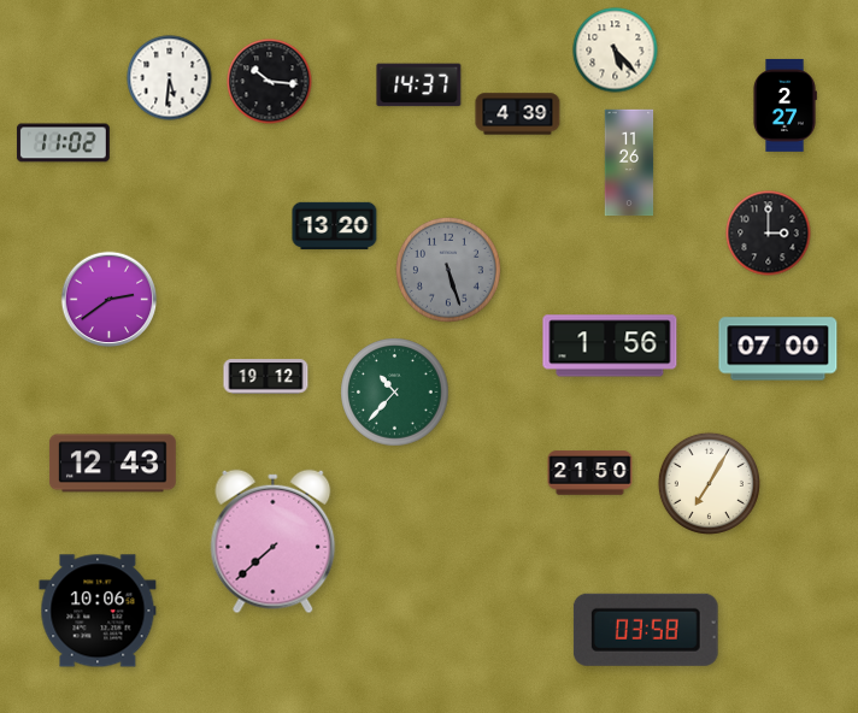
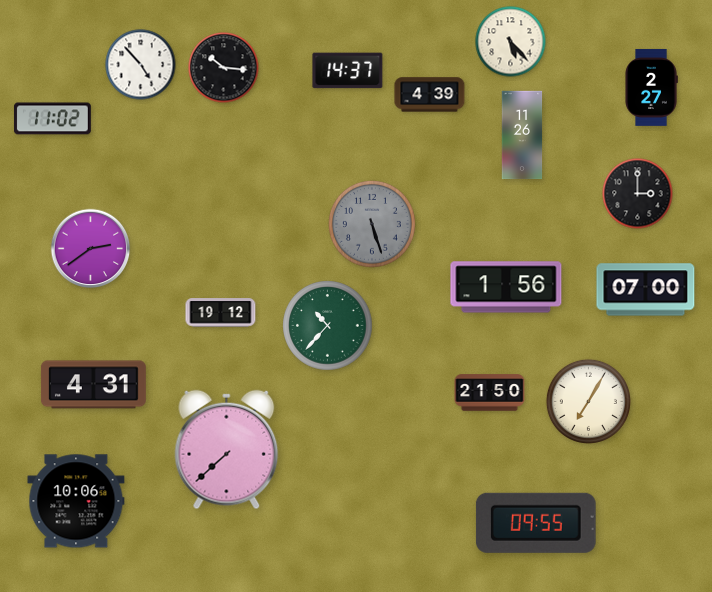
clock at (170, 78): 5:31 -> 4:53
clock at (335, 225): 13:20 -> none
clock at (112, 464): 12:43 -> 4:31
clock at (98, 611) position: (98, 611) -> (76, 501)
clock at (646, 630): 03:58 -> 09:55
